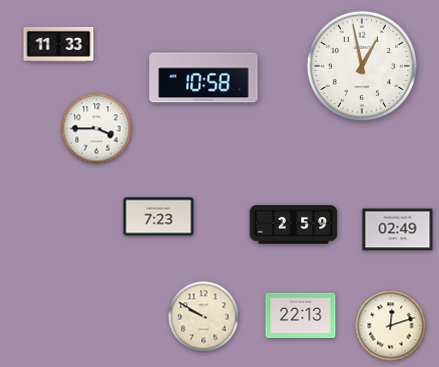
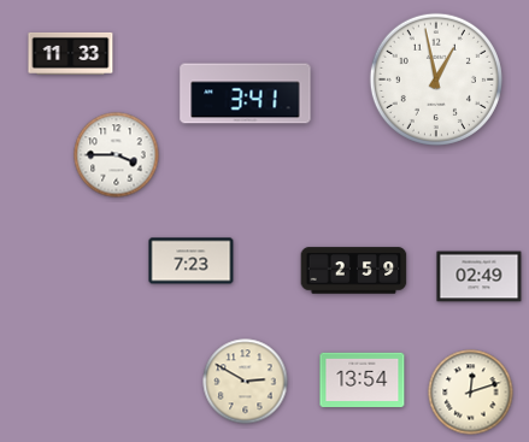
clock at (204, 78): 10:58 -> 3:41
clock at (301, 316): 22:13 -> 13:54
clock at (204, 317): 9:50 -> 2:50
